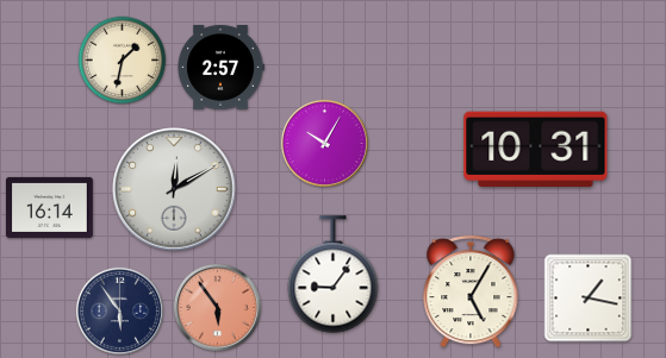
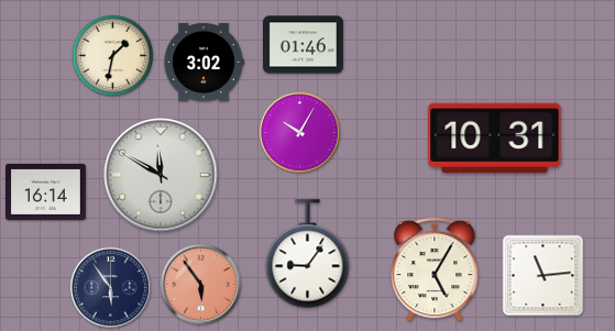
clock at (304, 45): none -> 01:46
clock at (220, 67): 2:57 -> 3:02
clock at (174, 189): 12:10 -> 11:50
clock at (589, 299): 1:17 -> 11:14
